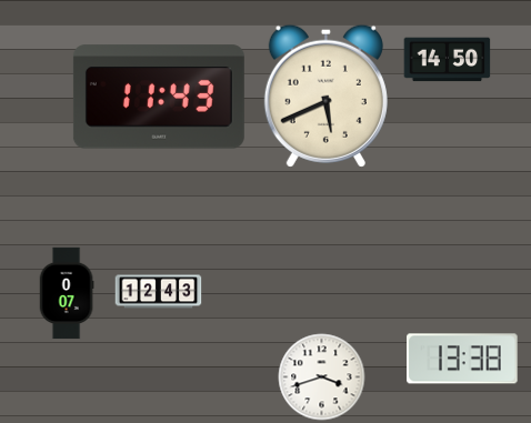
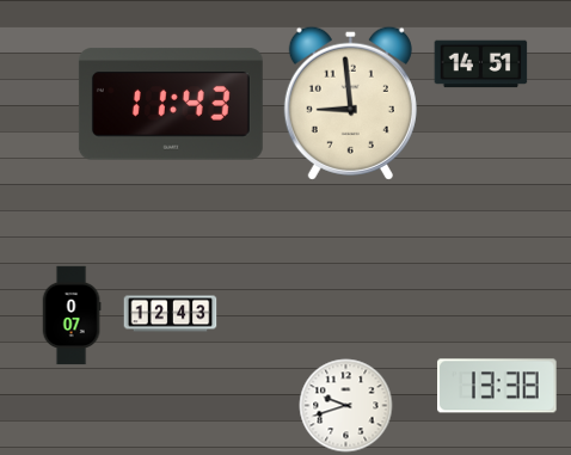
clock at (447, 60): 14:50 -> 14:51
clock at (325, 95): 5:41 -> 8:59
clock at (321, 376): 3:42 -> 9:42
